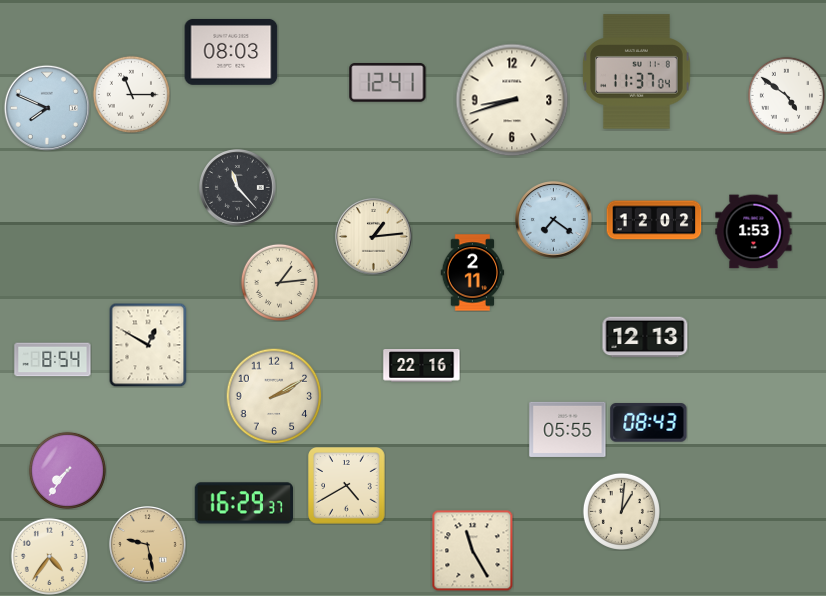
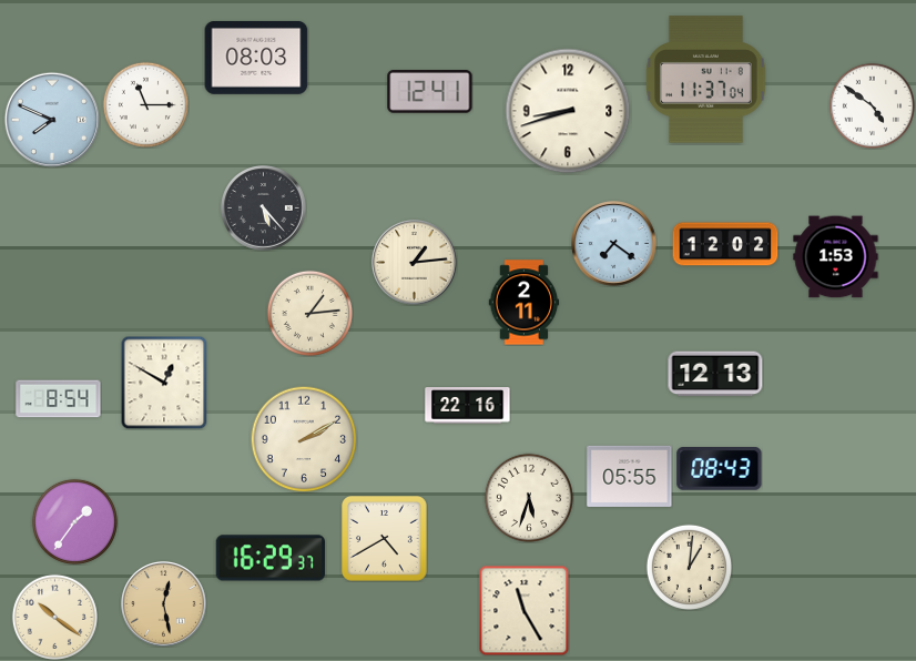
clock at (238, 188): 11:23 -> 5:23
clock at (528, 497): none -> 5:33
clock at (67, 470): 7:36 -> 1:36
clock at (148, 545): 9:28 -> 12:28
clock at (49, 556): 4:36 -> 10:21
